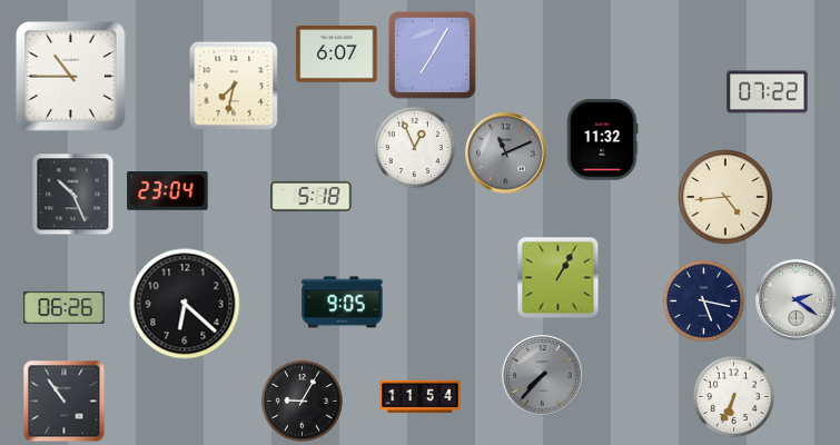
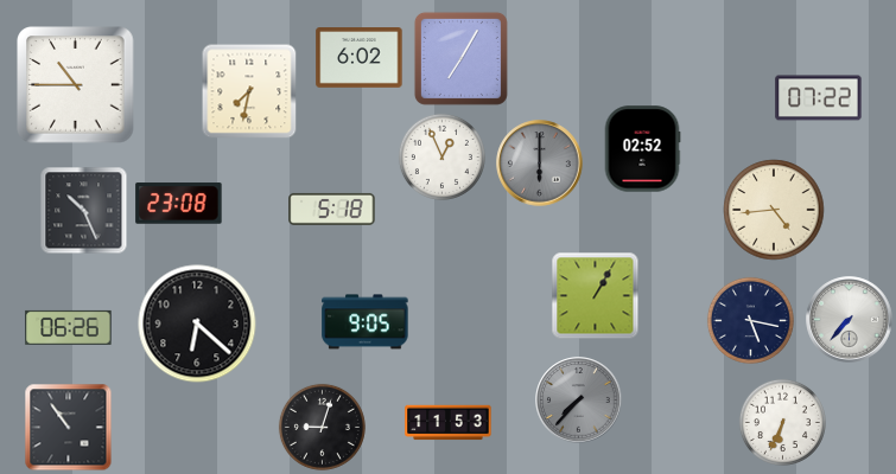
clock at (337, 55): 6:07 -> 6:02
clock at (71, 77) position: (71, 77) -> (76, 85)
clock at (602, 140): 11:32 -> 02:52
clock at (506, 154): 11:11 -> 6:00
clock at (168, 191): 23:04 -> 23:08
clock at (73, 195) position: (73, 195) -> (84, 211)
clock at (797, 300): 2:21 -> 7:37
clock at (421, 397): 11:54 -> 11:53
clock at (302, 400): 9:05 -> 9:03
